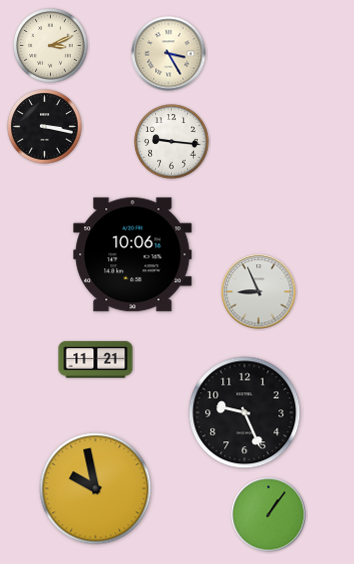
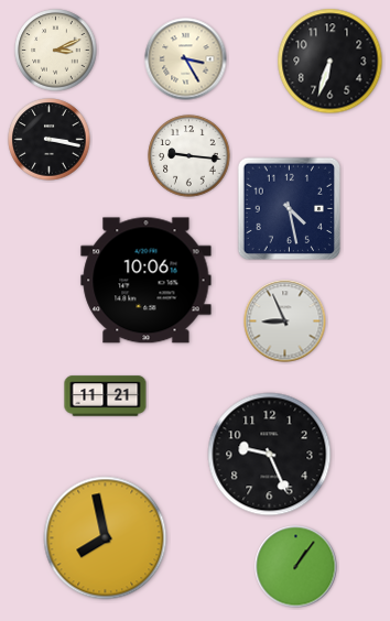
clock at (331, 62): none -> 6:33
clock at (290, 209): none -> 4:28
clock at (96, 489): 9:58 -> 7:58
